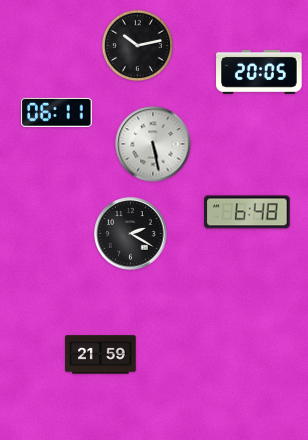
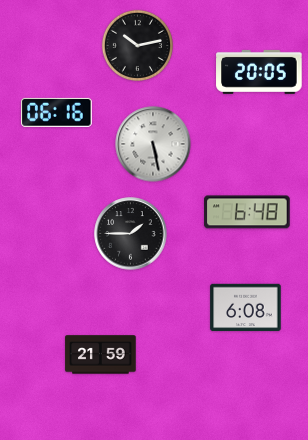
clock at (57, 112): 06:11 -> 06:16
clock at (131, 234): 2:20 -> 1:45
clock at (246, 308): none -> 6:08
